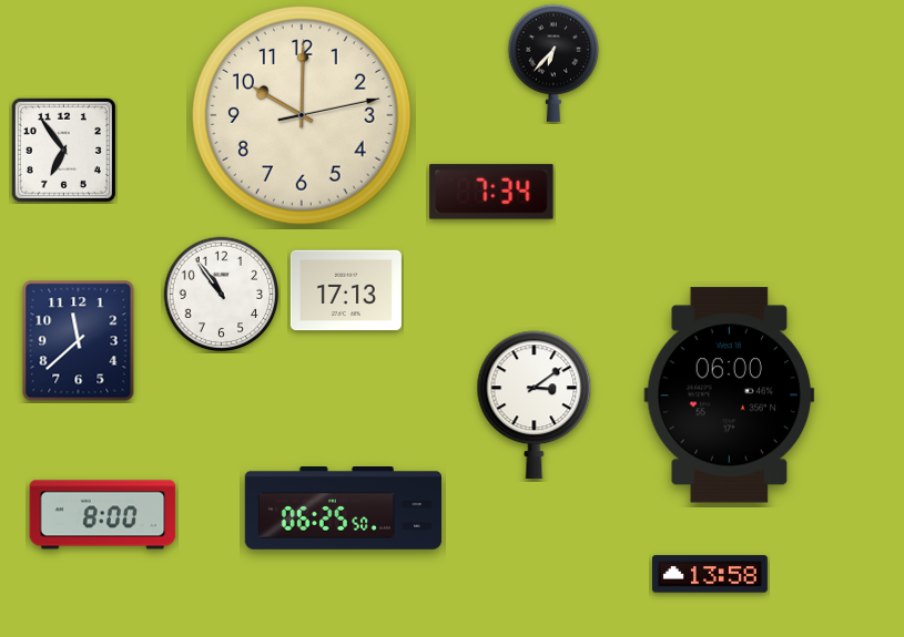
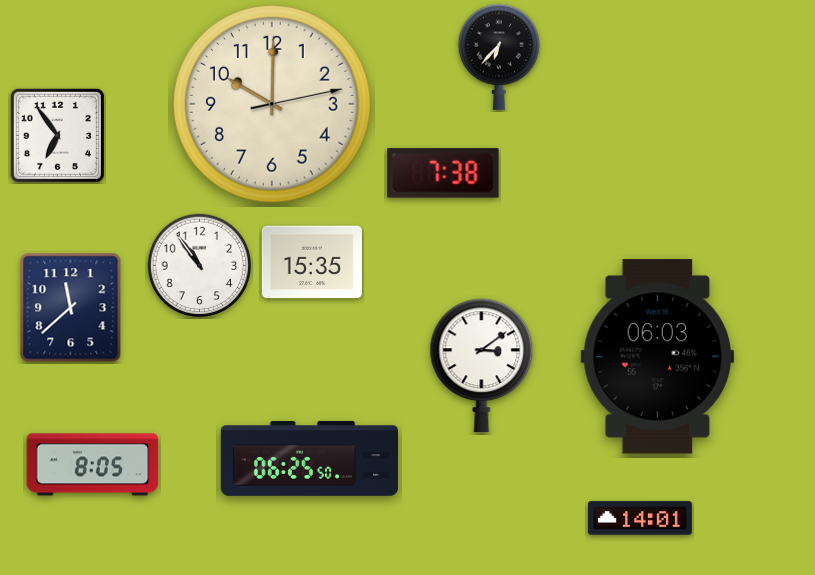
clock at (491, 192): 7:34 -> 7:38
clock at (346, 290): 17:13 -> 15:35
clock at (730, 395): 06:00 -> 06:03
clock at (103, 515): 8:00 -> 8:05
clock at (710, 574): 13:58 -> 14:01
